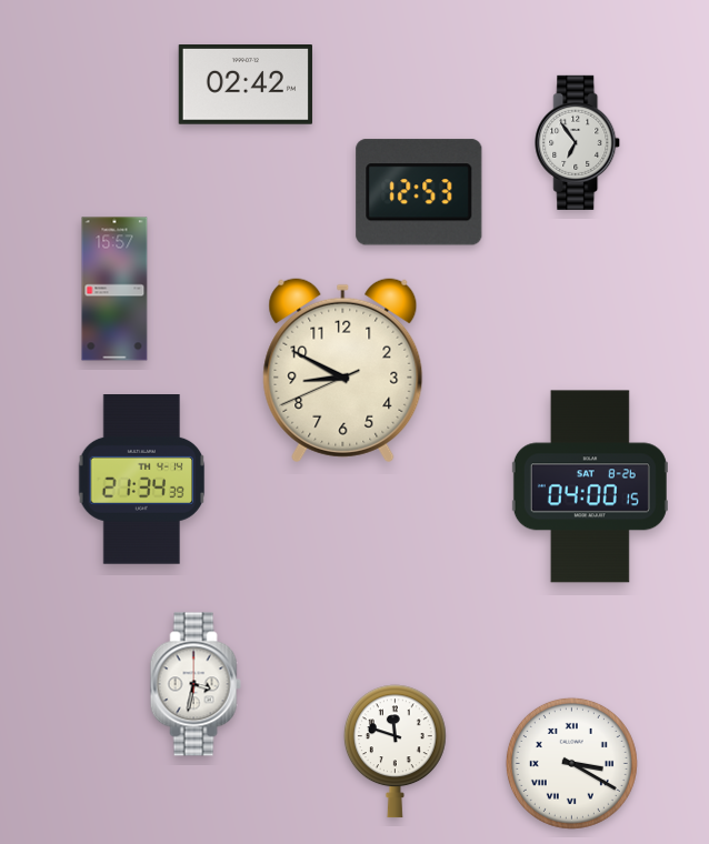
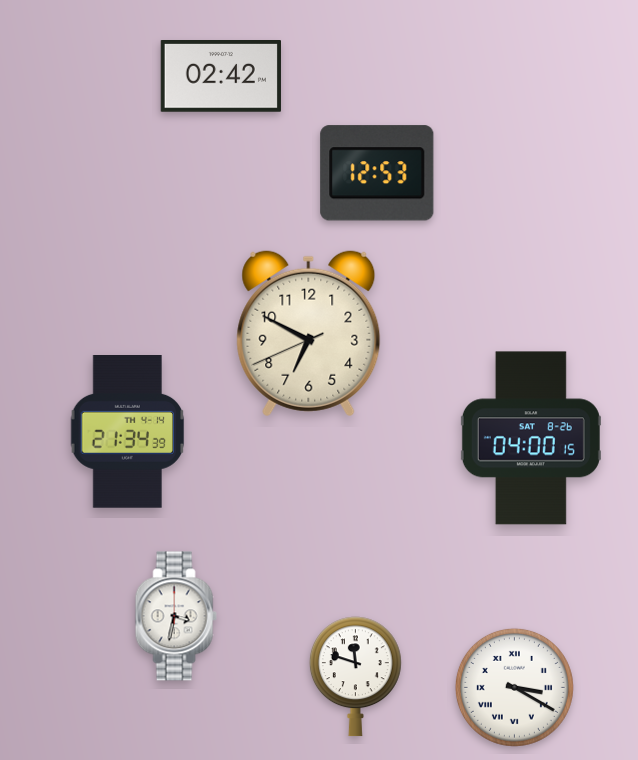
clock at (578, 142): 6:54 -> none
clock at (114, 289): 15:57 -> none
clock at (343, 371): 8:49 -> 6:49
